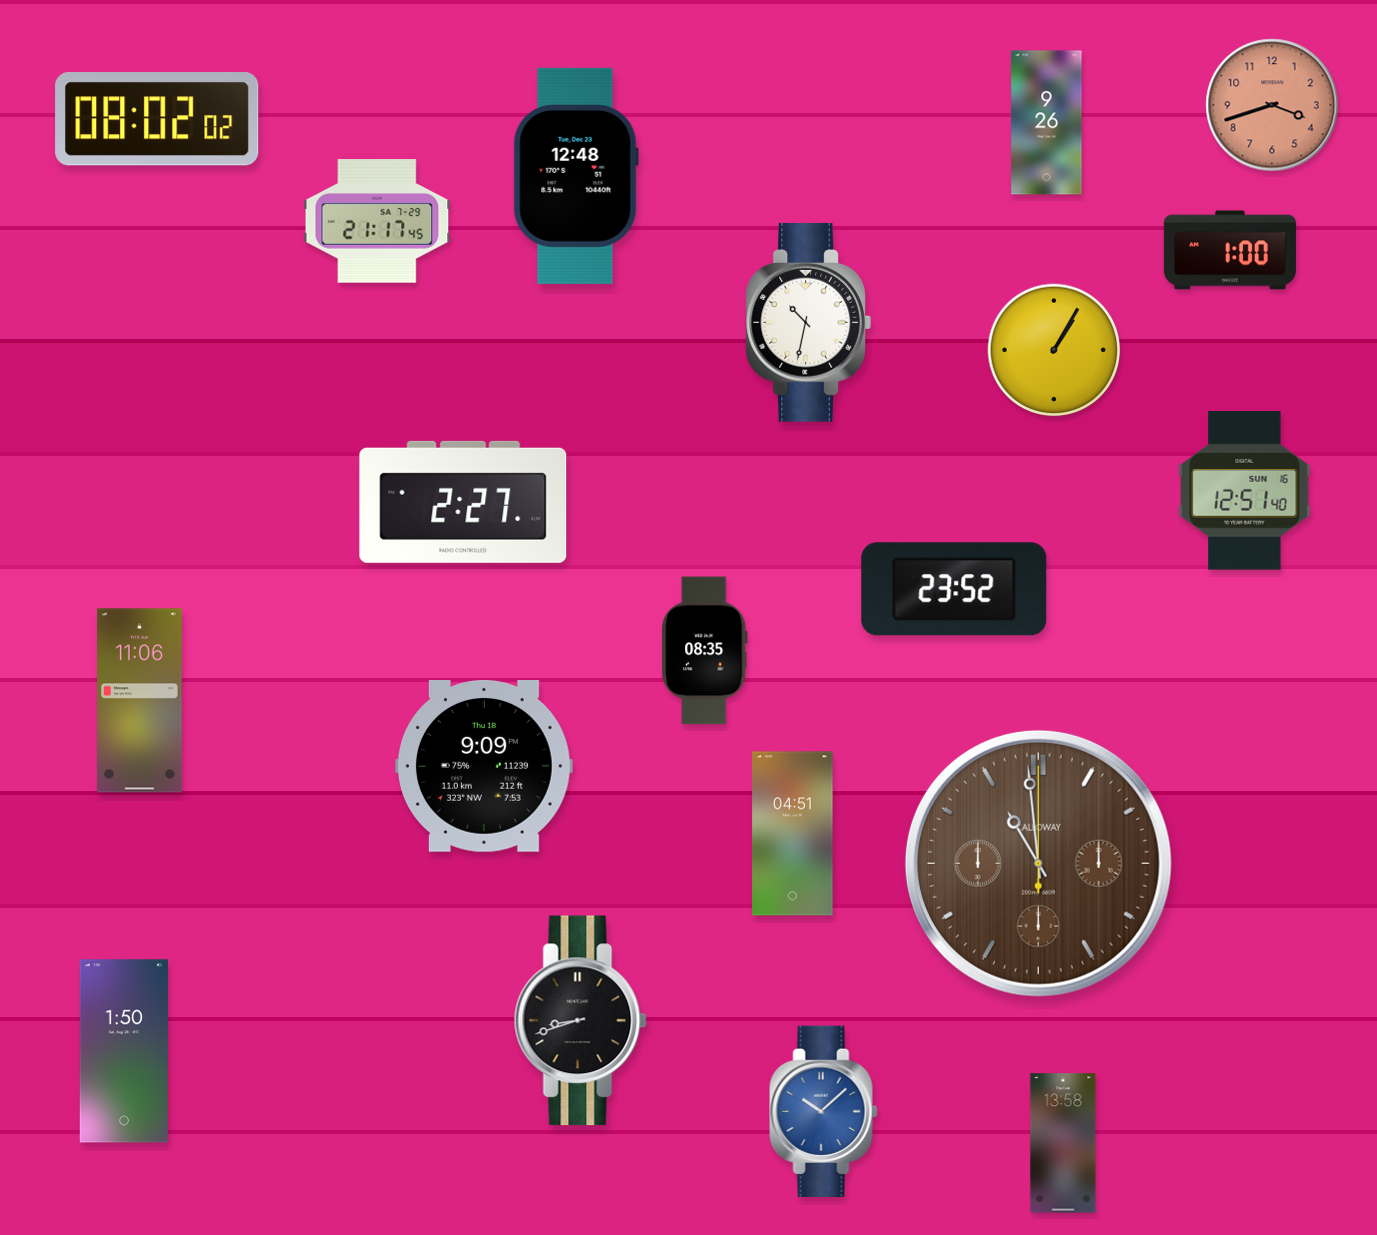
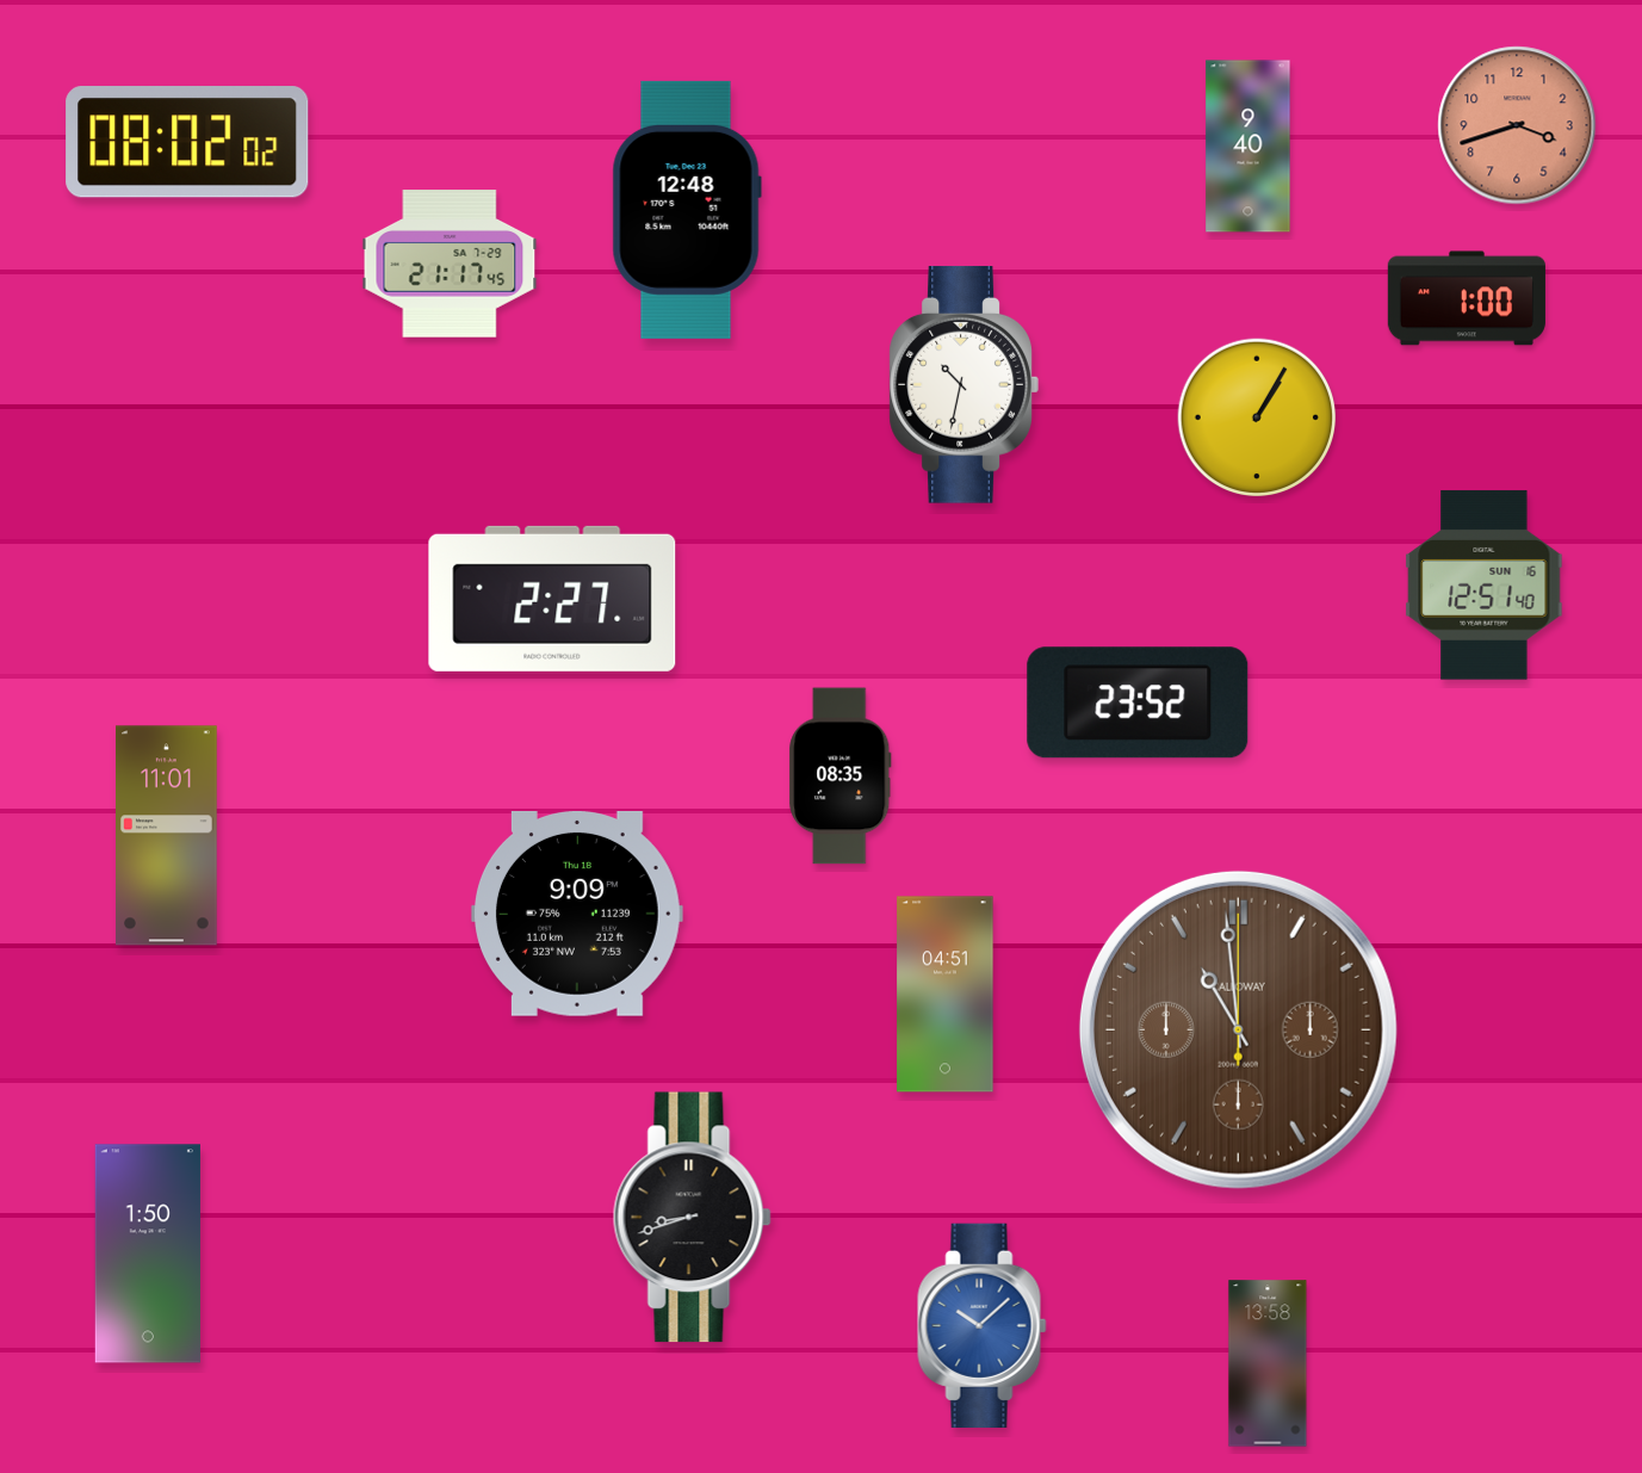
clock at (1047, 123): 9:26 -> 9:40
clock at (140, 701): 11:06 -> 11:01
